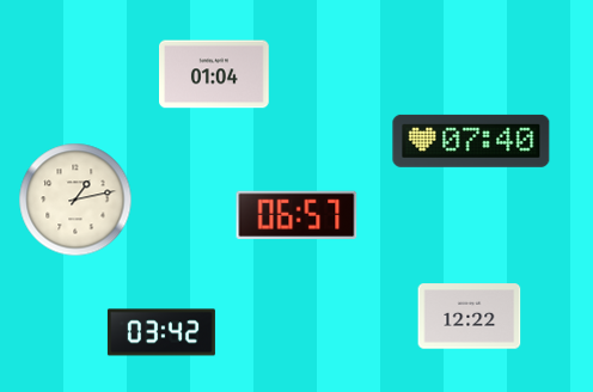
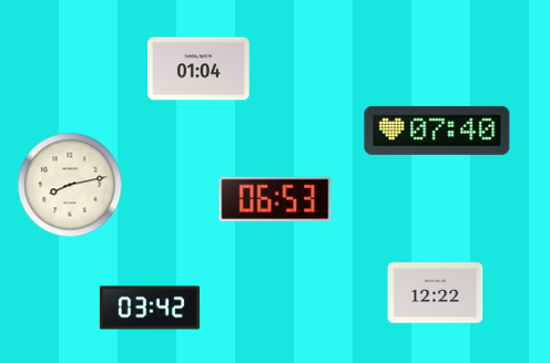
clock at (75, 200): 1:13 -> 8:13
clock at (296, 214): 06:57 -> 06:53
